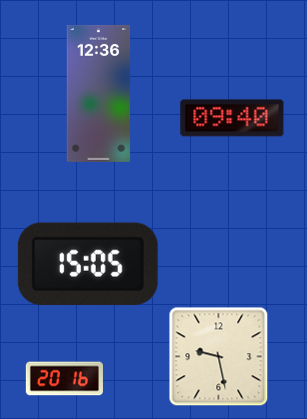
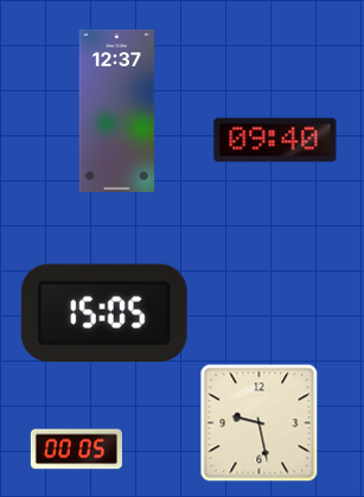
clock at (99, 93): 12:36 -> 12:37
clock at (64, 379): 20:16 -> 00:05
